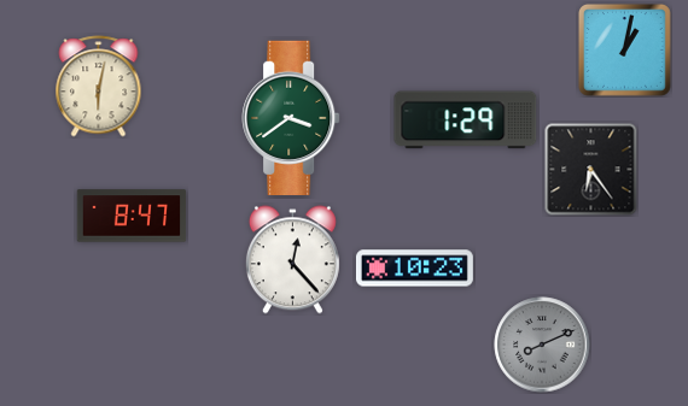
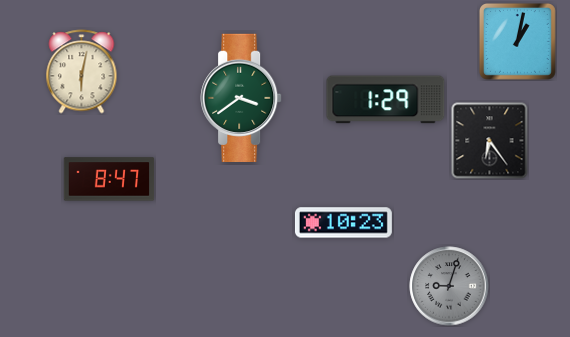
clock at (292, 260): 12:23 -> none
clock at (542, 345): 8:11 -> 9:03
